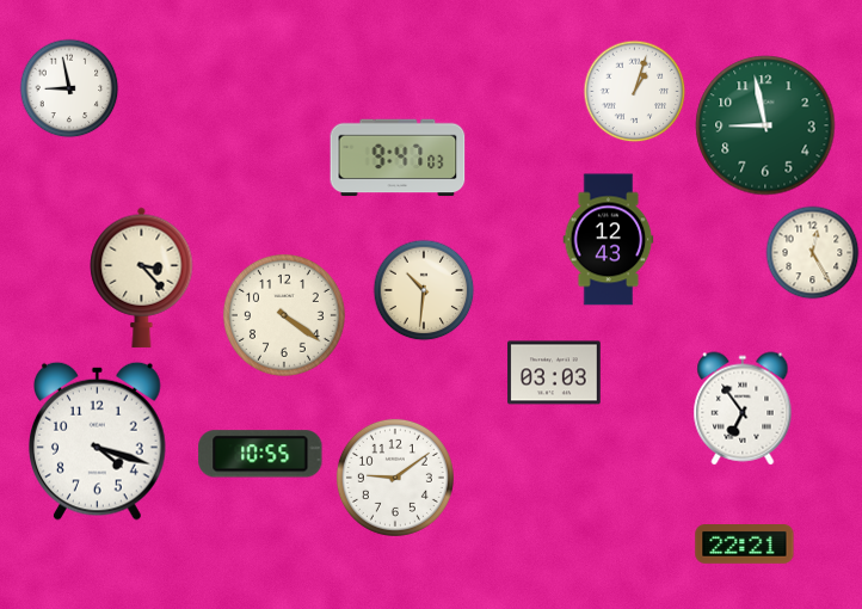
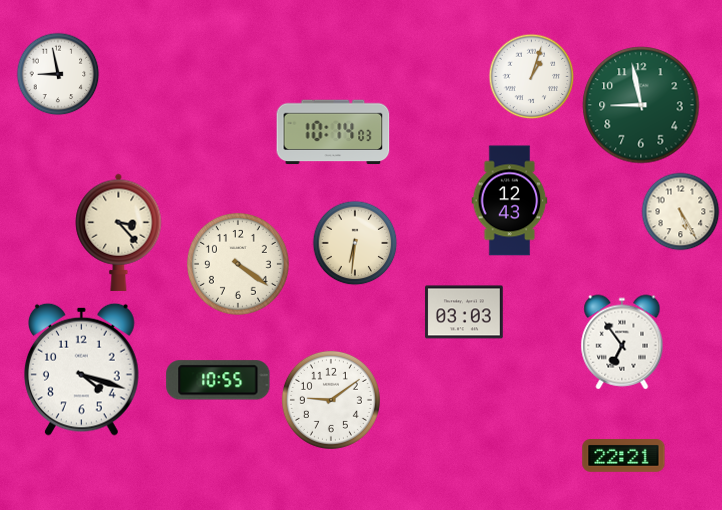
clock at (398, 158): 9:47 -> 10:14
clock at (813, 253): 12:25 -> 5:25
clock at (424, 290): 10:31 -> 6:31
